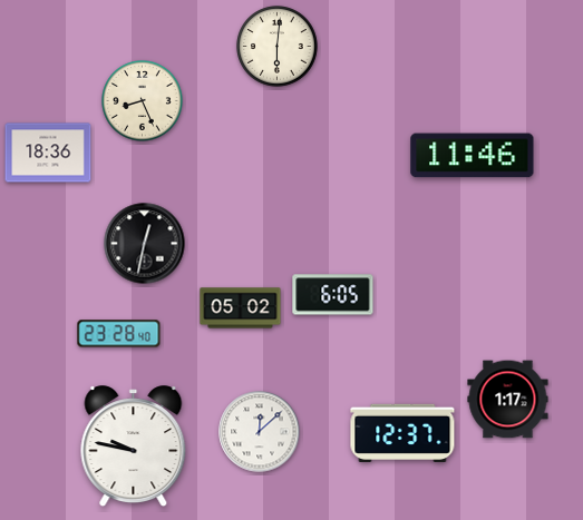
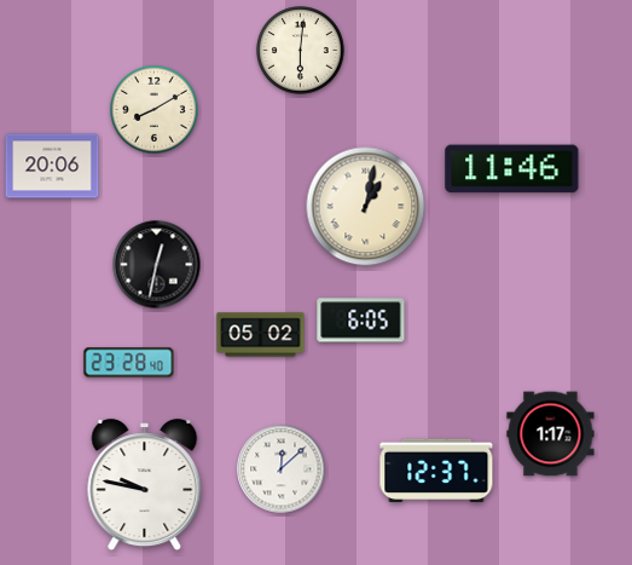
clock at (143, 101): 8:26 -> 8:10
clock at (48, 153): 18:36 -> 20:06
clock at (366, 207): none -> 1:02
